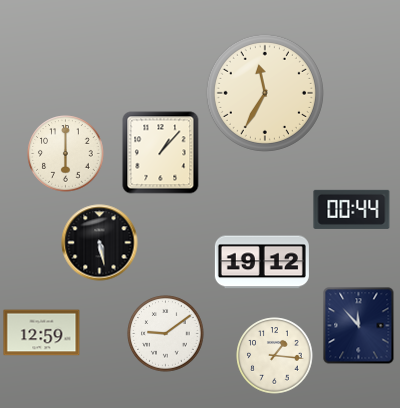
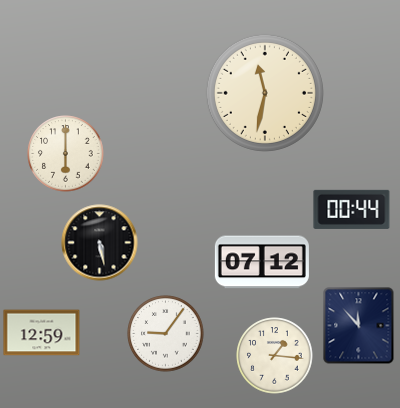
clock at (265, 93): 11:35 -> 11:32
clock at (161, 153): 1:07 -> none
clock at (262, 262): 19:12 -> 07:12
clock at (166, 334): 9:09 -> 9:06
